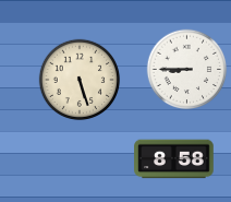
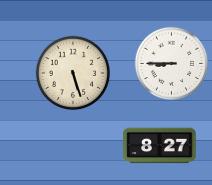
clock at (174, 159): 8:58 -> 8:27
